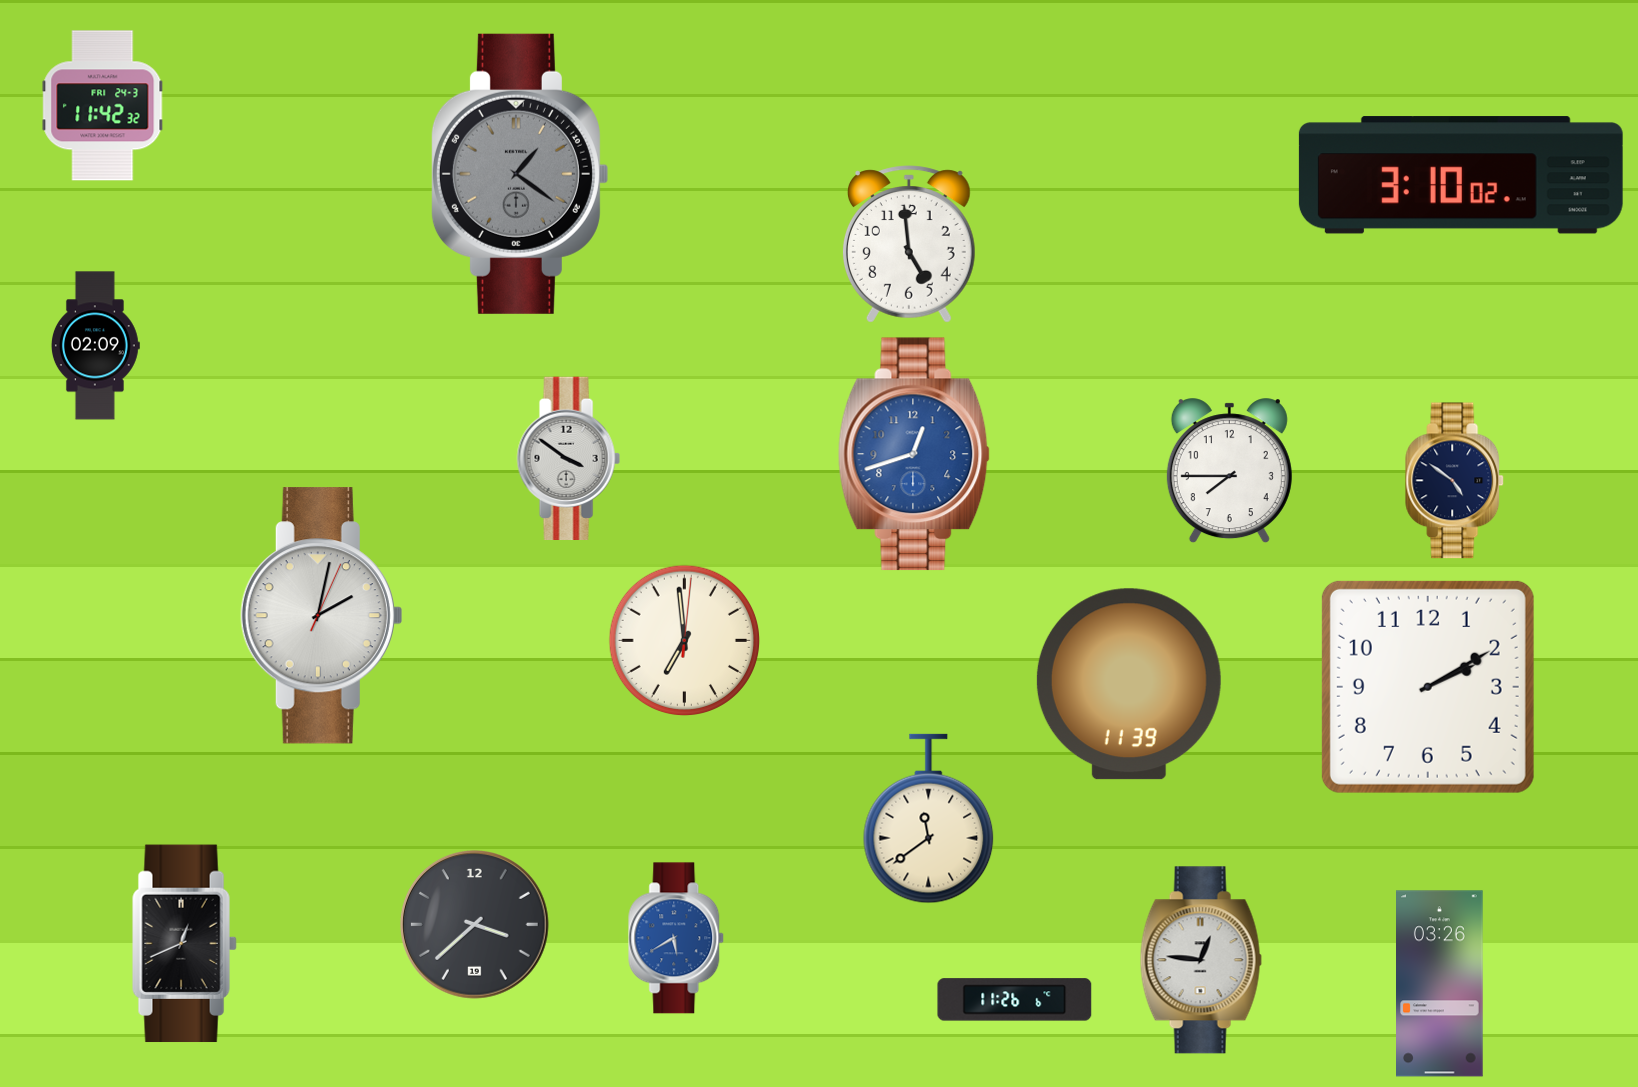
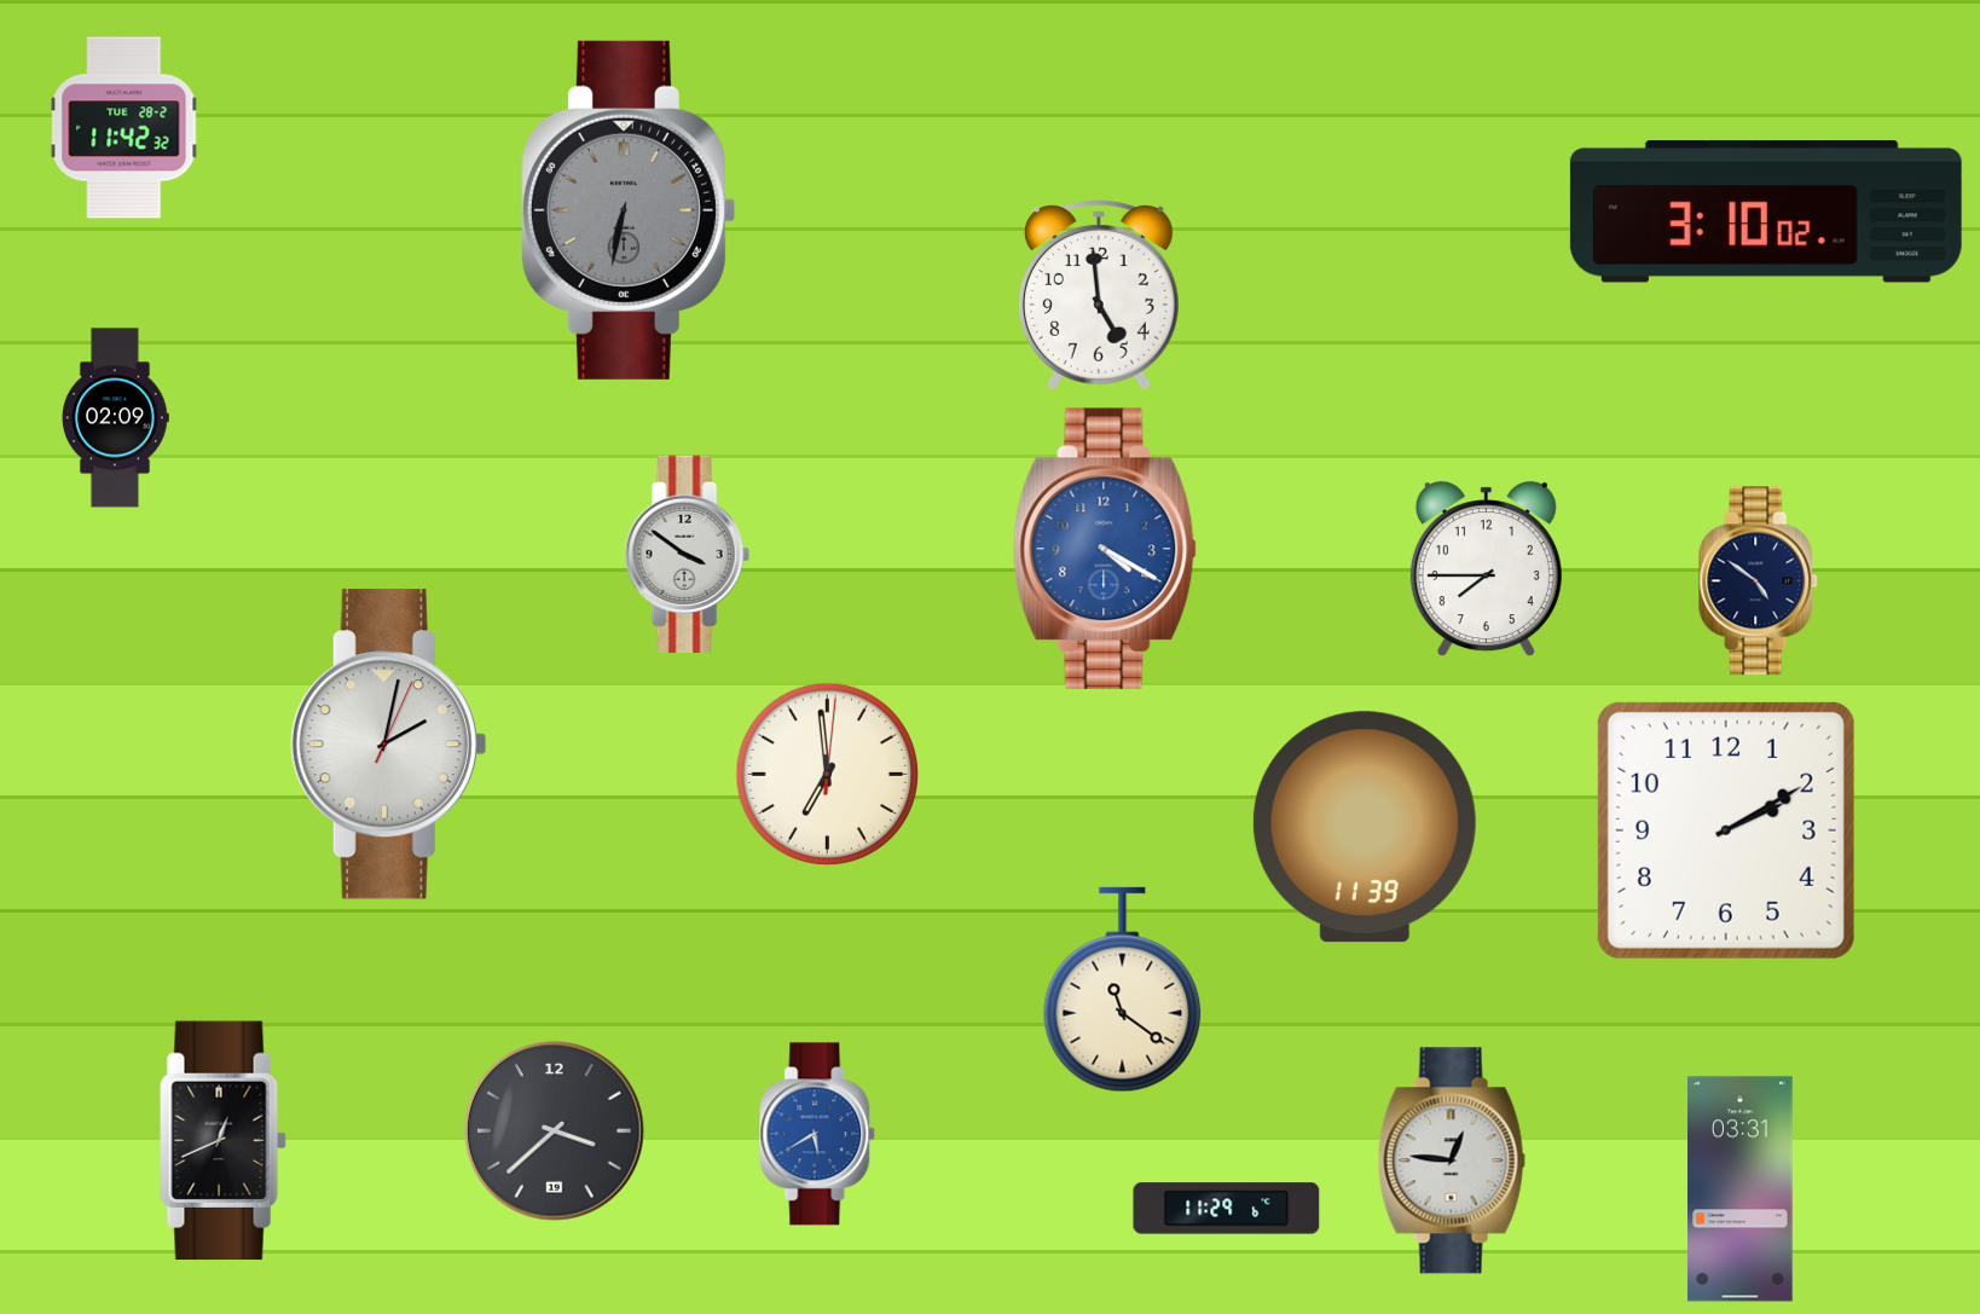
clock at (103, 106) date: FRI 24-3 -> TUE 28-2
clock at (519, 174): 1:21 -> 6:32
clock at (914, 454): 12:42 -> 4:20
clock at (929, 819): 11:39 -> 11:21
clock at (475, 925) position: (475, 925) -> (555, 1131)
clock at (1440, 984): 03:26 -> 03:31
clock at (1015, 1000): 11:26 -> 11:29
